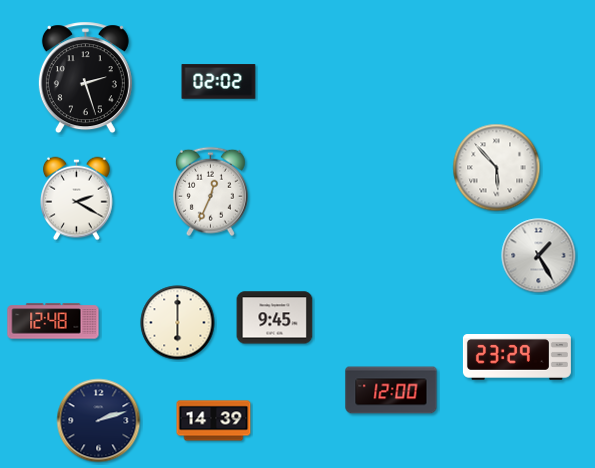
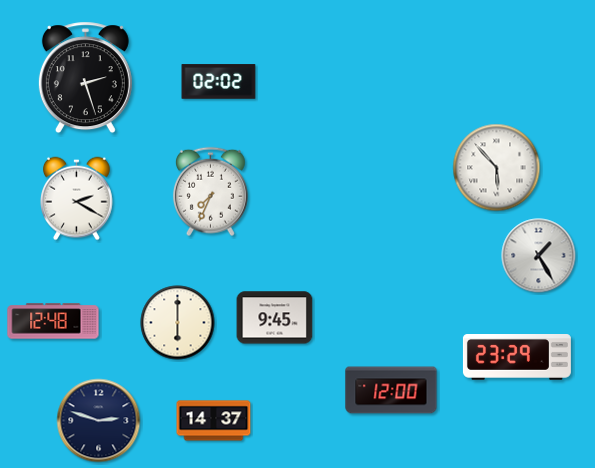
clock at (210, 192): 12:34 -> 7:34
clock at (99, 421): 2:12 -> 2:48
clock at (214, 421): 14:39 -> 14:37
